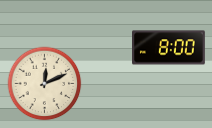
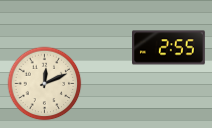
clock at (169, 48): 8:00 -> 2:55
